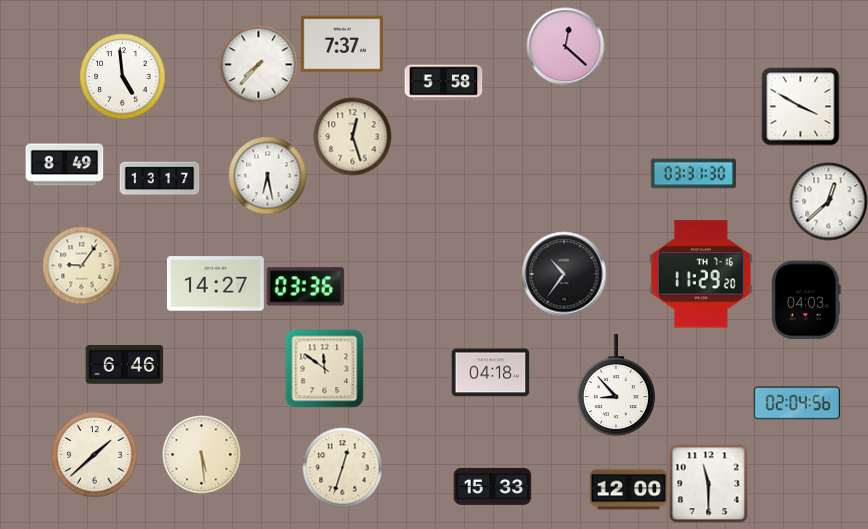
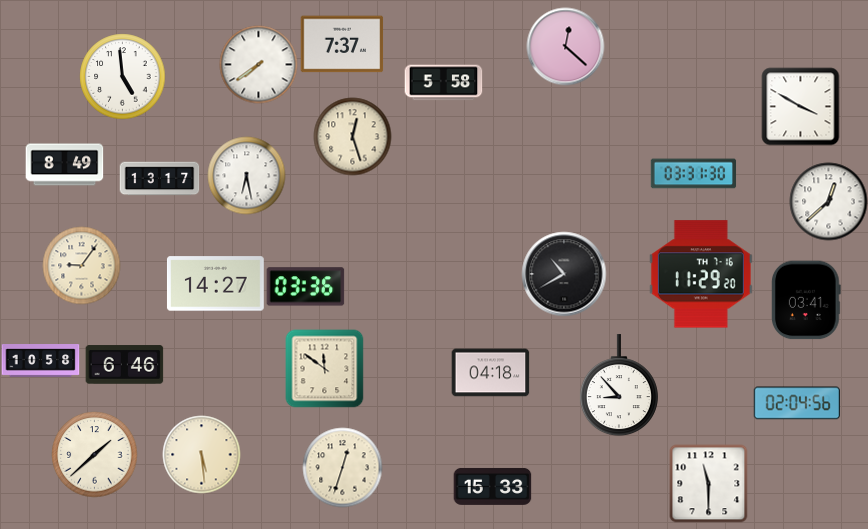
clock at (258, 64): 7:37 -> 7:39
clock at (267, 175) position: (267, 175) -> (246, 175)
clock at (564, 274): 10:36 -> 10:40
clock at (807, 300): 04:03 -> 03:41
clock at (40, 361): none -> 10:58
clock at (616, 385) position: (616, 385) -> (619, 385)
clock at (628, 490): 12:00 -> none
